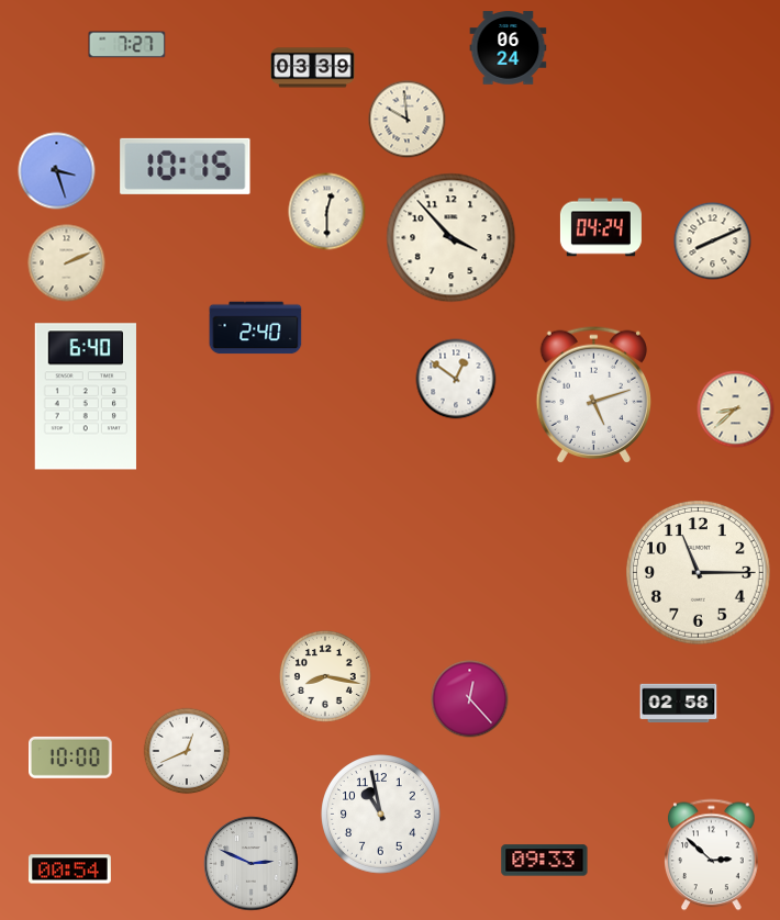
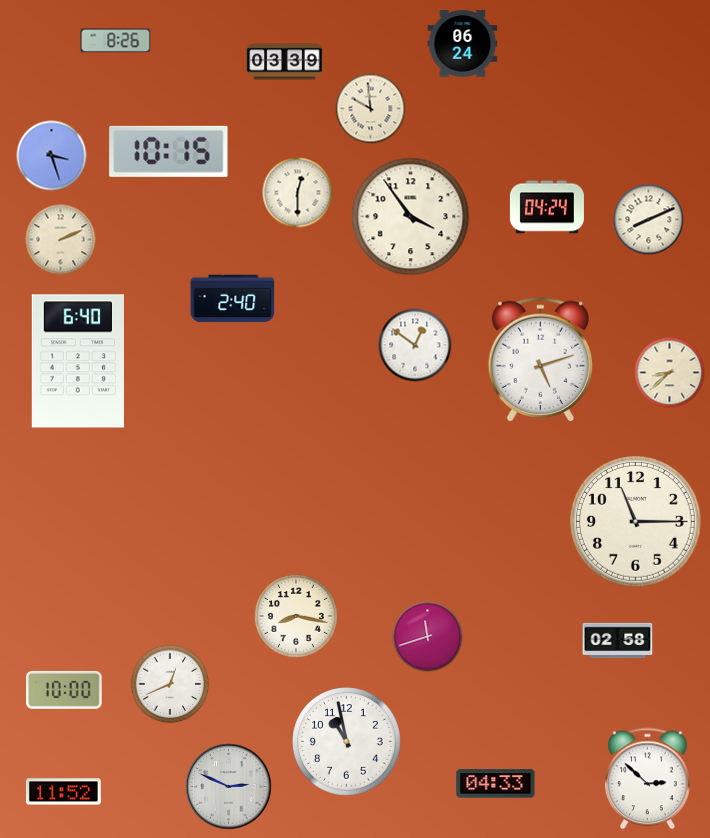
clock at (127, 45): 7:27 -> 8:26
clock at (452, 238): 3:53 -> 3:54
clock at (470, 699): 12:23 -> 11:42
clock at (545, 861): 09:33 -> 04:33
clock at (69, 869): 00:54 -> 11:52
